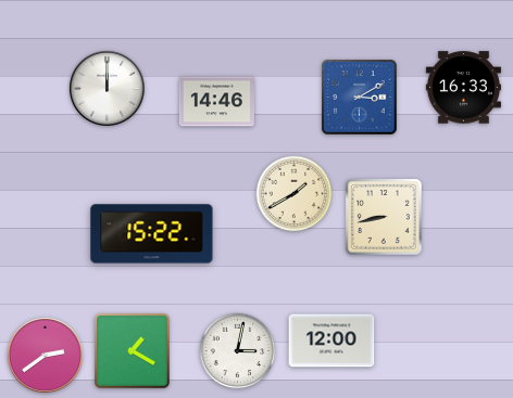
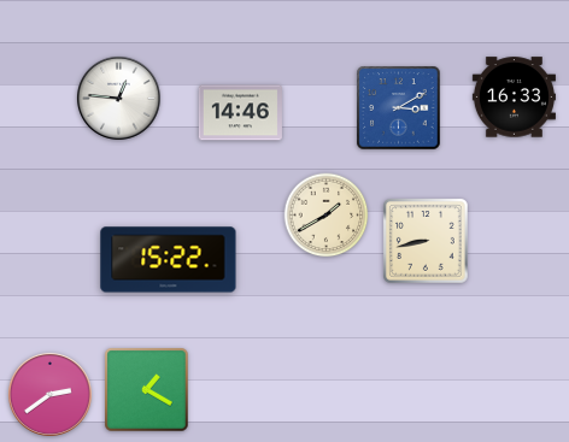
clock at (107, 88): 12:00 -> 12:46
clock at (331, 341): 12:00 -> none
clock at (238, 351): 3:02 -> none
